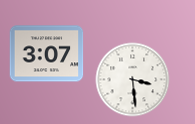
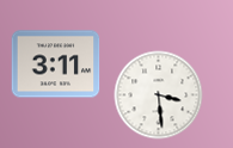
clock at (47, 54): 3:07 -> 3:11
